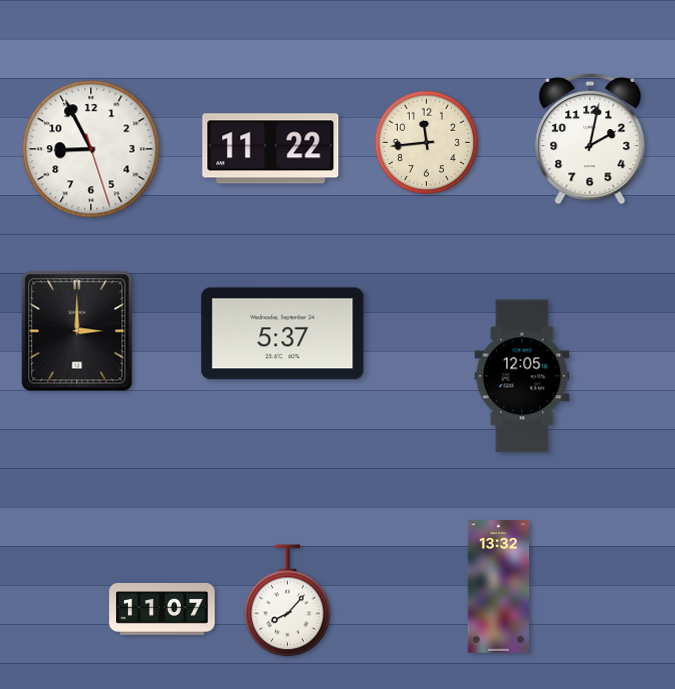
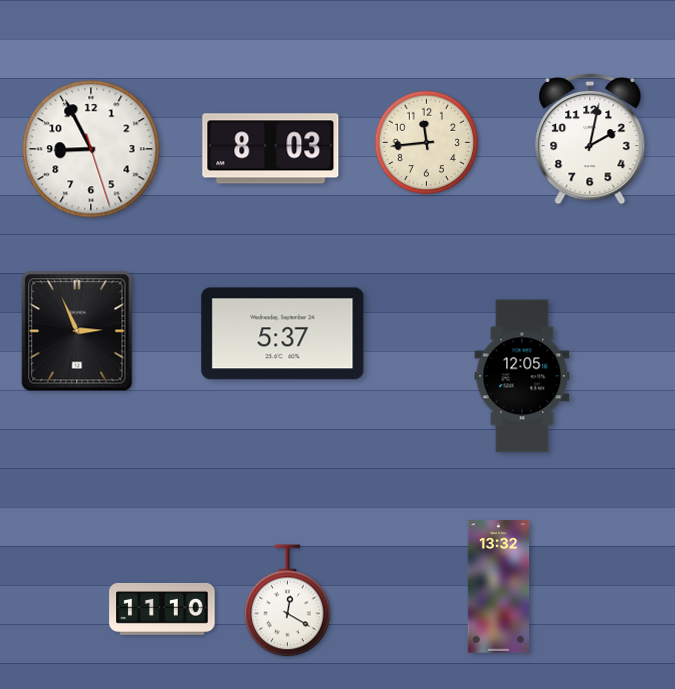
clock at (271, 149): 11:22 -> 8:03
clock at (77, 331): 3:00 -> 2:56
clock at (288, 601): 8:07 -> 12:20
clock at (162, 609): 11:07 -> 11:10
